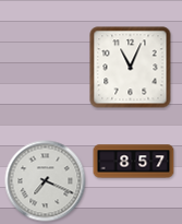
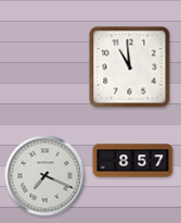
clock at (131, 68): 11:04 -> 10:59
clock at (46, 181) position: (46, 181) -> (46, 176)
